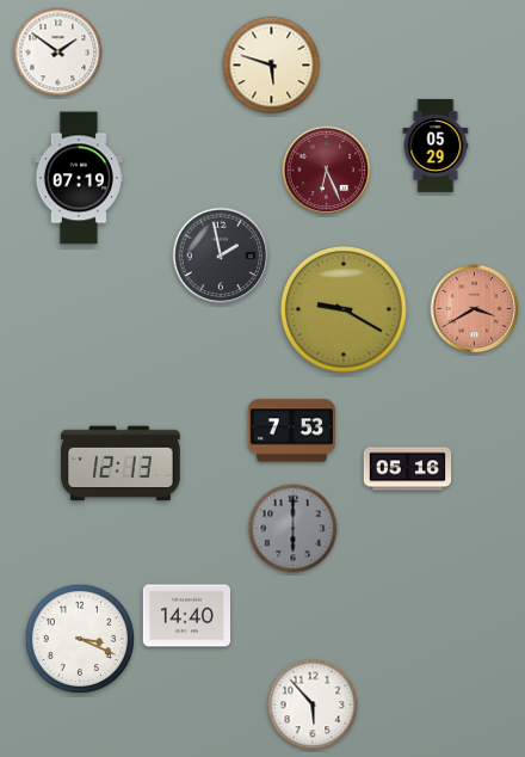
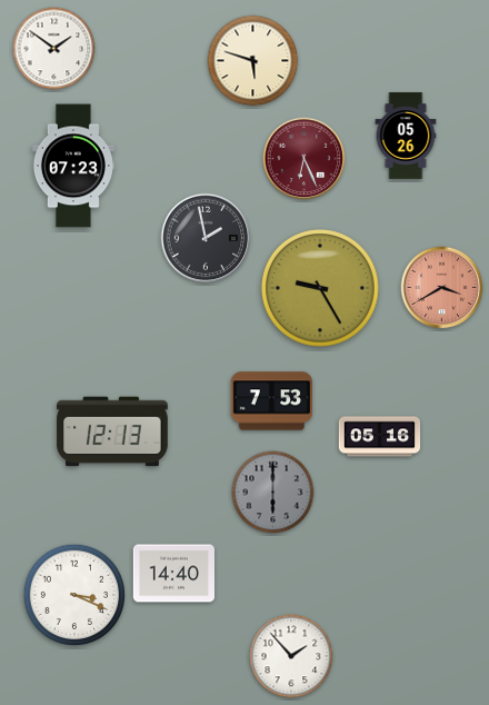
clock at (436, 146): 05:29 -> 05:26
clock at (79, 178): 07:19 -> 07:23
clock at (345, 310): 9:20 -> 9:25
clock at (313, 704): 5:53 -> 1:53
